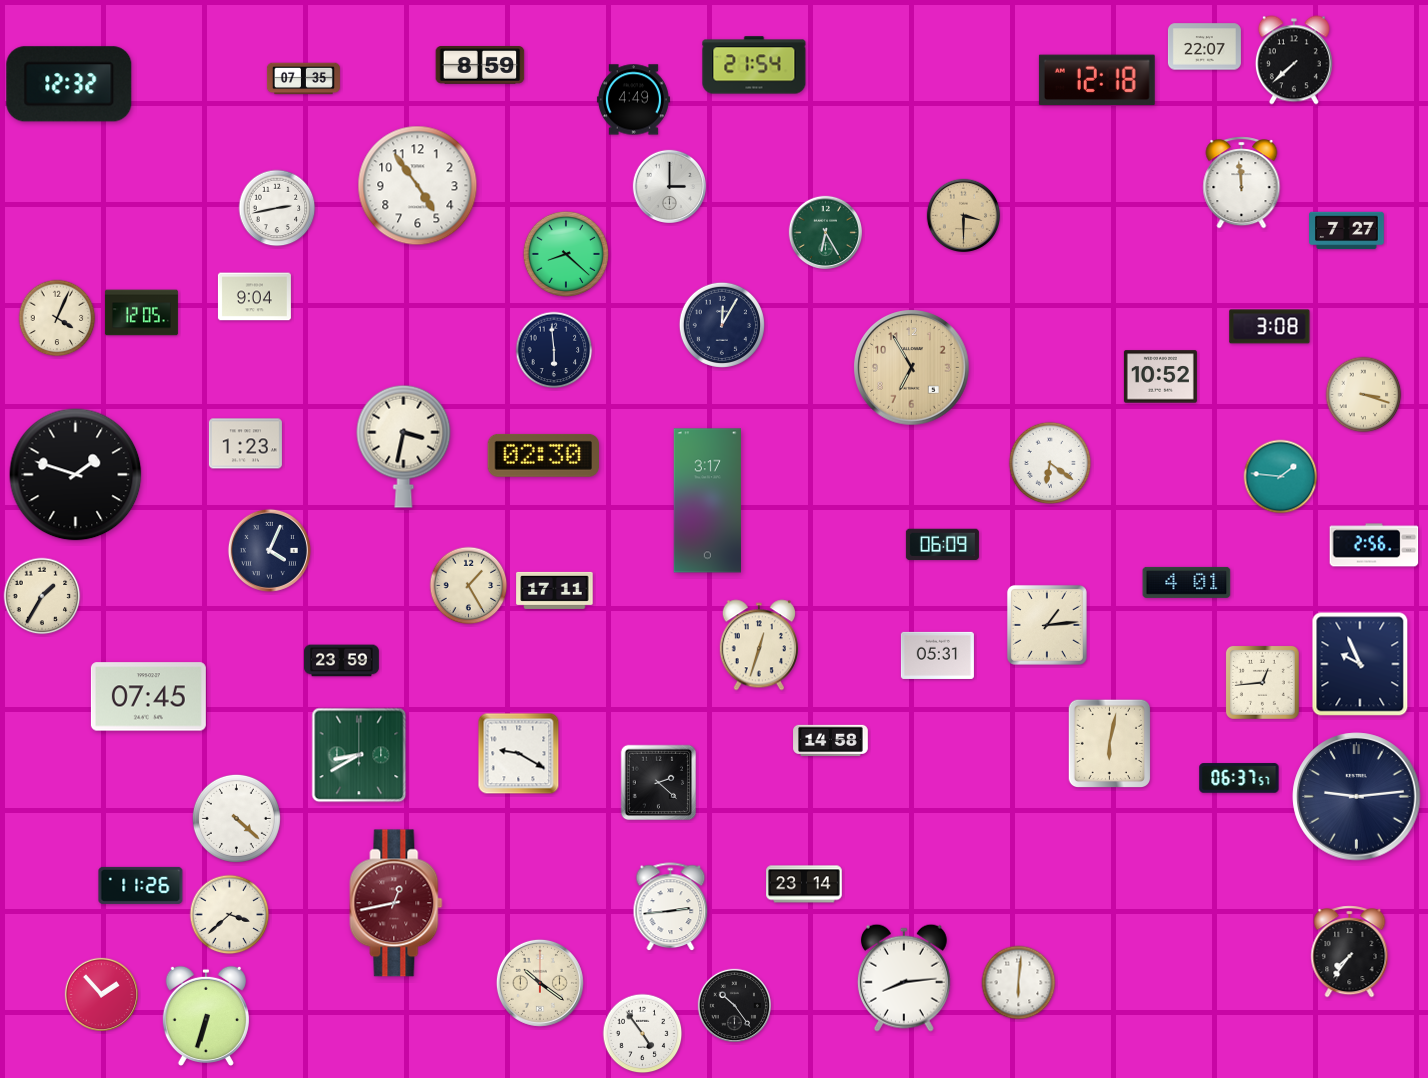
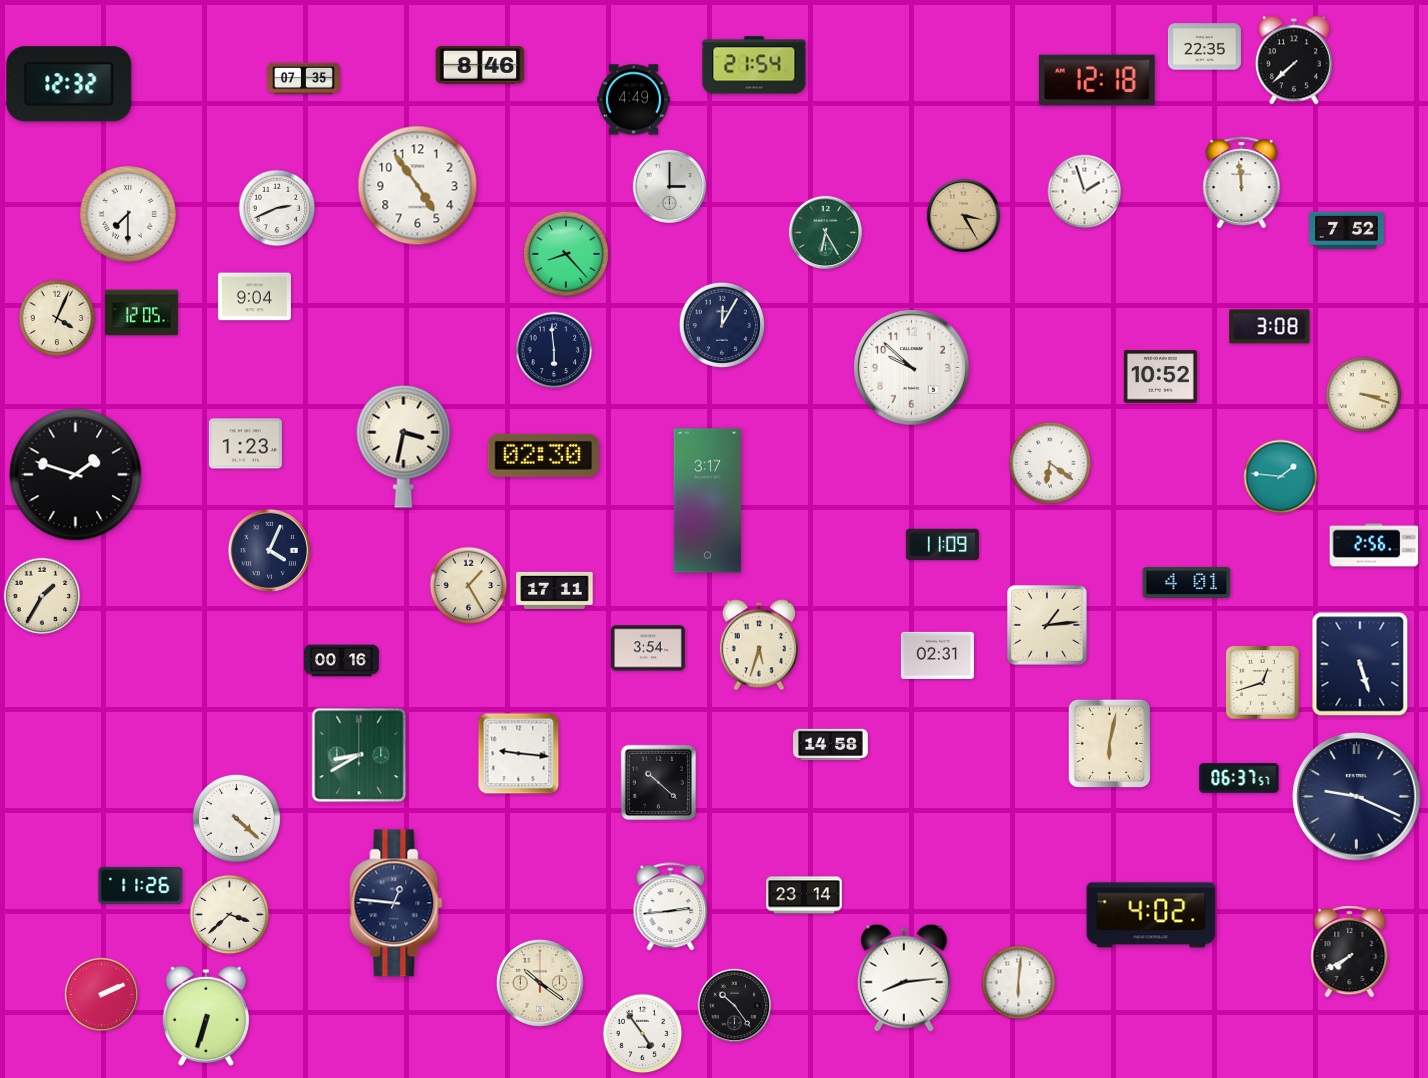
clock at (1204, 47): 22:07 -> 22:35
clock at (480, 66): 8:59 -> 8:46
clock at (1085, 192): none -> 1:57
clock at (277, 208): 2:43 -> 2:41
clock at (128, 214): none -> 7:30
clock at (963, 215): 3:30 -> 3:25
clock at (1347, 231): 7:27 -> 7:52
clock at (566, 254): 8:22 -> 8:23
clock at (912, 368): 6:55 -> 9:52
clock at (912, 368) dial: champagne -> white
clock at (942, 545): 06:09 -> 11:09
clock at (759, 645): 12:33 -> 5:33
clock at (648, 648): none -> 3:54
clock at (937, 655): 05:31 -> 02:31
clock at (342, 661): 23:59 -> 00:16
clock at (1360, 664): 9:56 -> 5:27
clock at (1263, 683): 12:44 -> 12:42
clock at (148, 697): 07:45 -> none
clock at (831, 741) position: (831, 741) -> (831, 745)
clock at (519, 754): 9:20 -> 9:16
clock at (659, 783): 2:22 -> 10:22
clock at (1357, 797): 9:14 -> 9:19
clock at (804, 884) position: (804, 884) -> (804, 895)
clock at (396, 903): 12:43 -> 12:46
clock at (396, 903) dial: burgundy -> navy
clock at (1151, 915): none -> 4:02
clock at (1350, 952): 7:36 -> 7:40
clock at (101, 994): 1:53 -> 2:11
